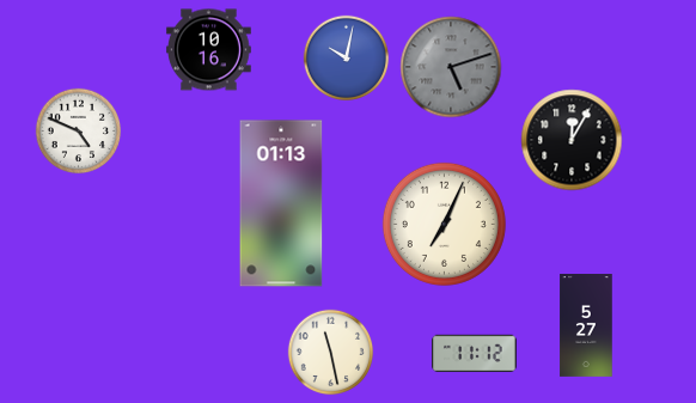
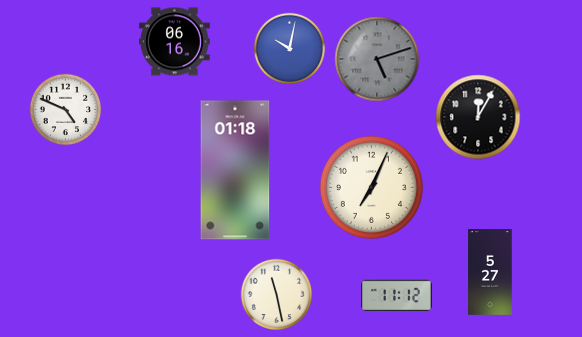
clock at (209, 50): 10:16 -> 06:16
clock at (451, 67) position: (451, 67) -> (377, 59)
clock at (281, 203): 01:13 -> 01:18
